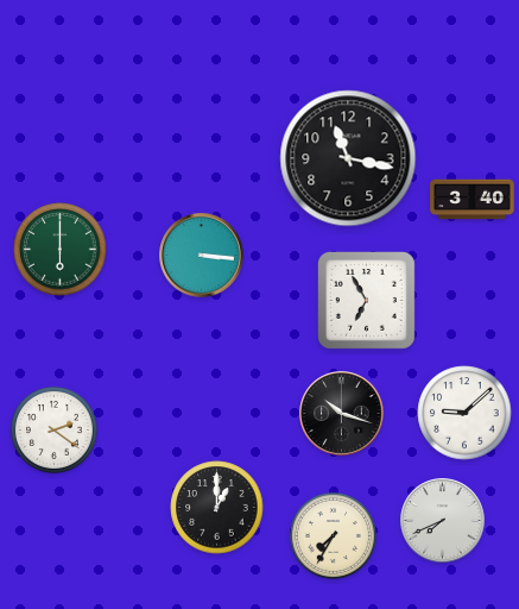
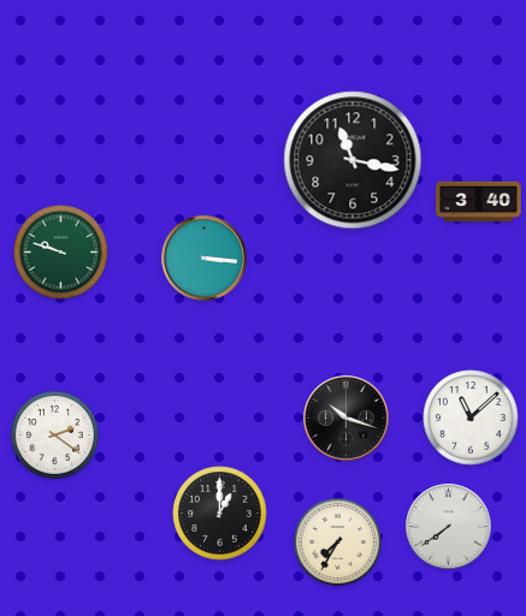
clock at (61, 250): 6:00 -> 9:48
clock at (367, 301): 6:55 -> none
clock at (464, 413): 9:08 -> 11:08
clock at (443, 521): 7:41 -> 7:39
